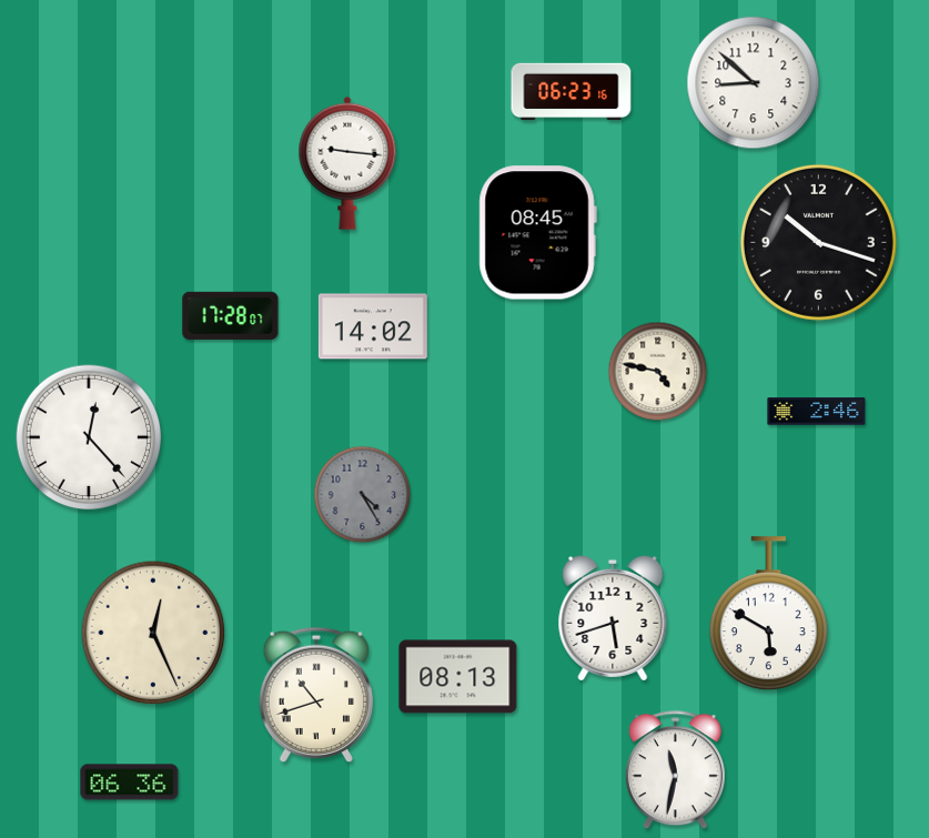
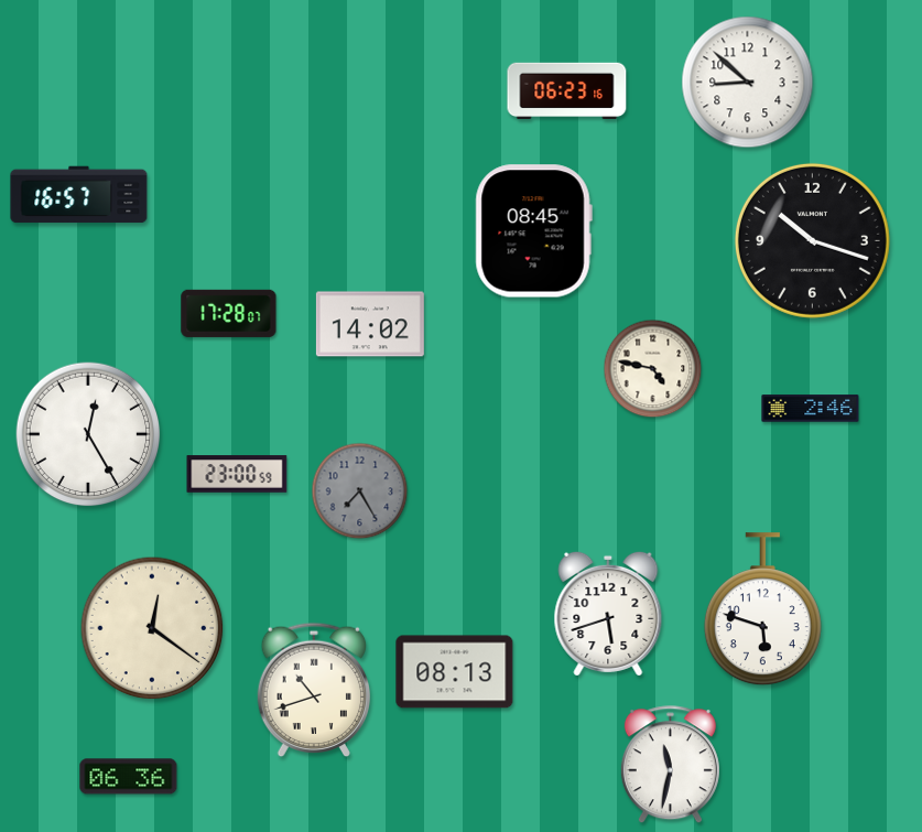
clock at (347, 163): 9:16 -> none
clock at (79, 195): none -> 16:57
clock at (89, 437): 12:23 -> 12:25
clock at (237, 474): none -> 23:00
clock at (363, 495): 4:25 -> 7:25
clock at (768, 614): 5:50 -> 5:48
clock at (153, 633): 12:26 -> 12:21
